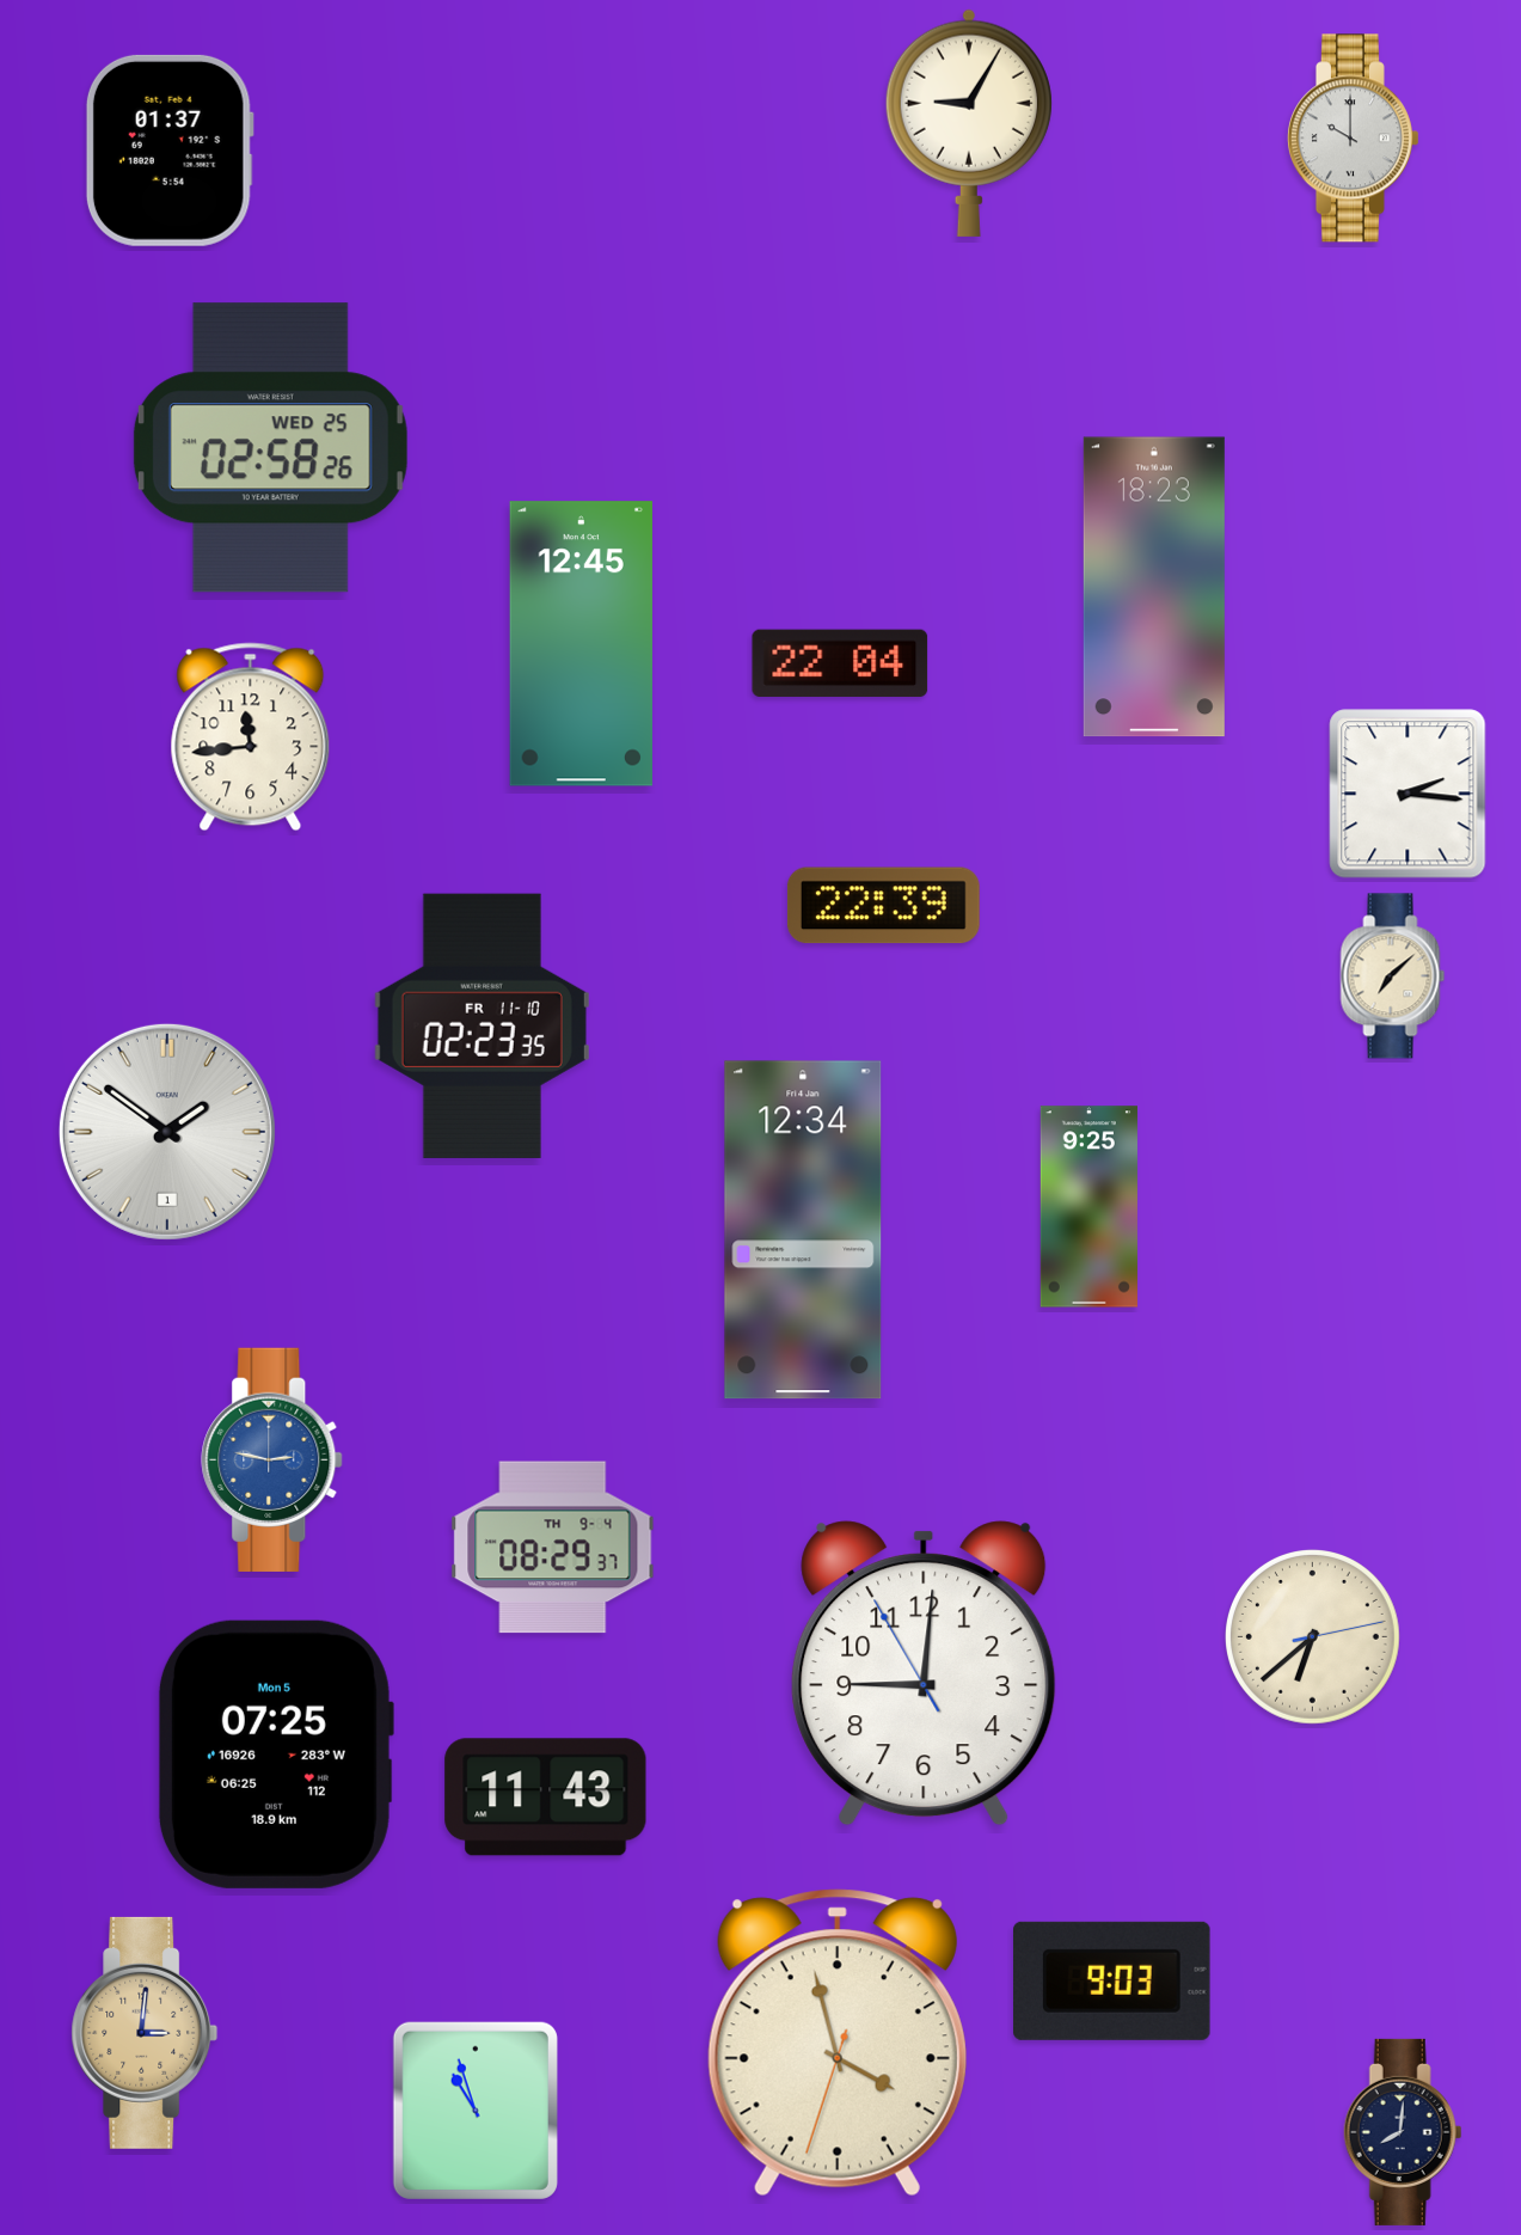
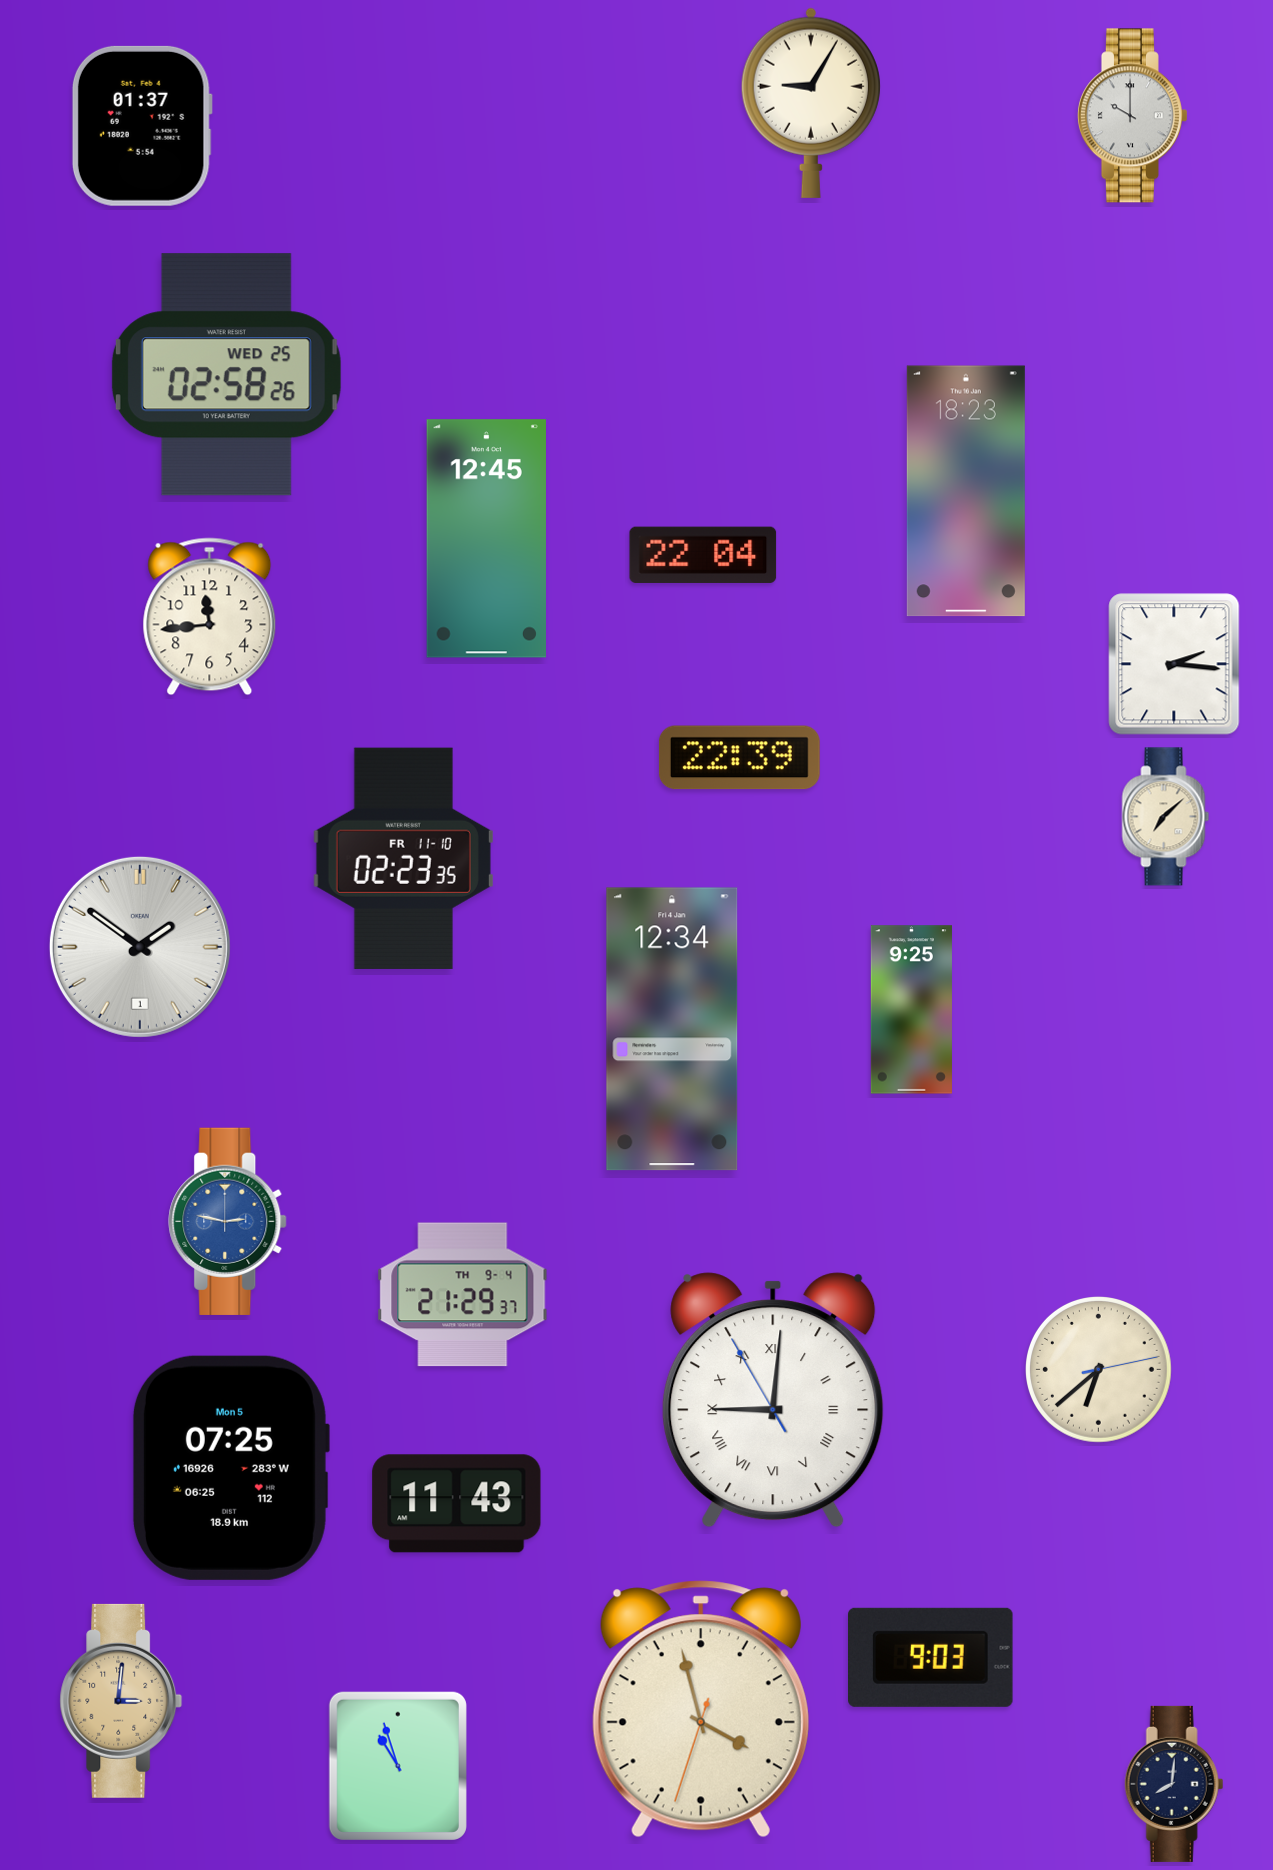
clock at (1407, 794) position: (1407, 794) -> (1174, 664)
clock at (553, 1548): 08:29 -> 21:29
clock at (924, 1673) numerals: Arabic -> Roman
